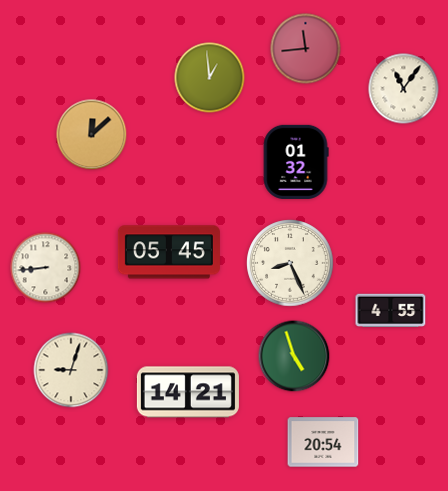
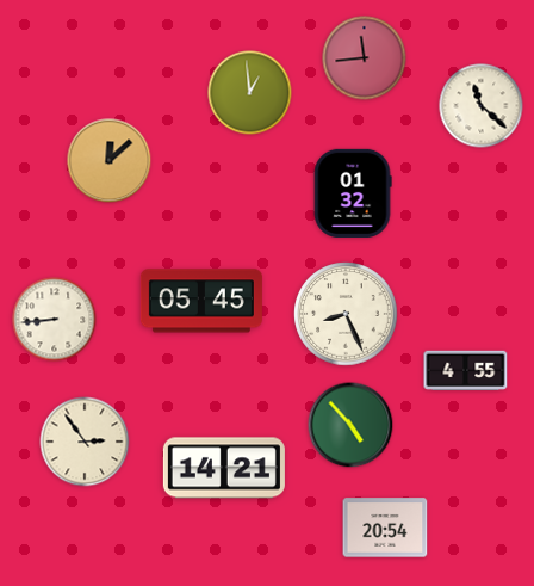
clock at (404, 89): 11:06 -> 11:22
clock at (294, 356): 4:57 -> 4:53
clock at (71, 370): 9:03 -> 2:54
